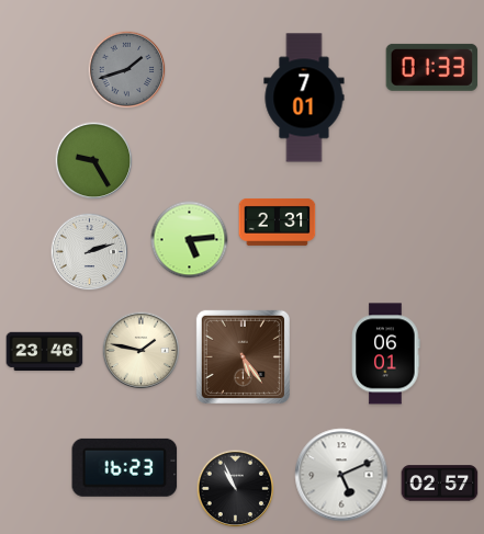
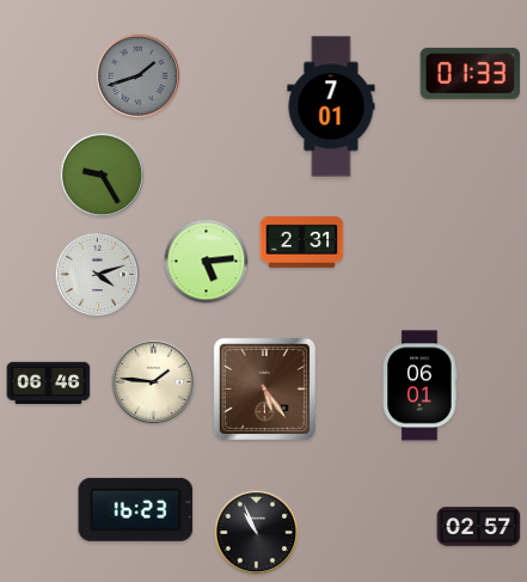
clock at (90, 252): 2:12 -> 4:12
clock at (142, 351): 1:47 -> 1:46
clock at (45, 352): 23:46 -> 06:46
clock at (341, 475): 5:11 -> none
